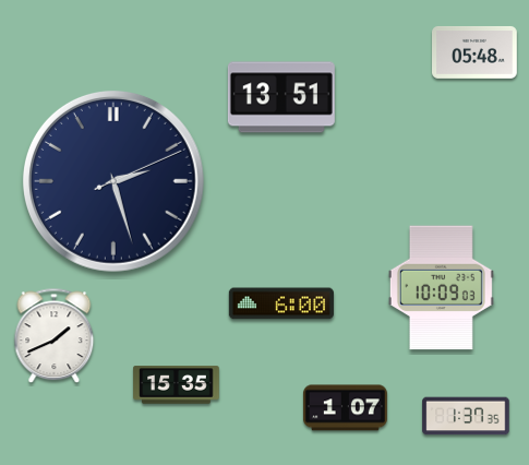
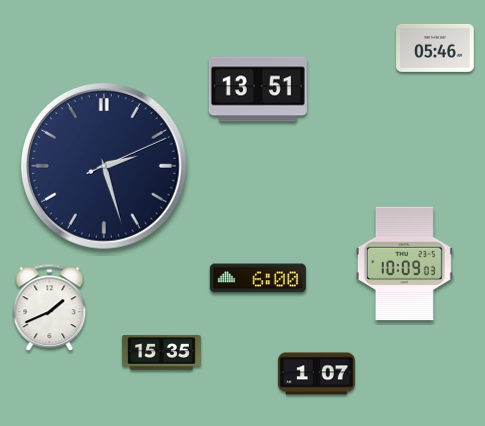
clock at (474, 52): 05:48 -> 05:46
clock at (466, 416): 1:37 -> none
